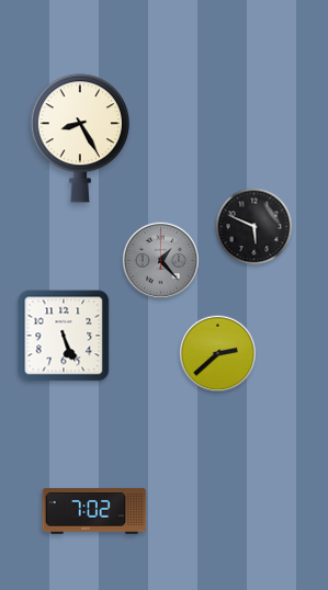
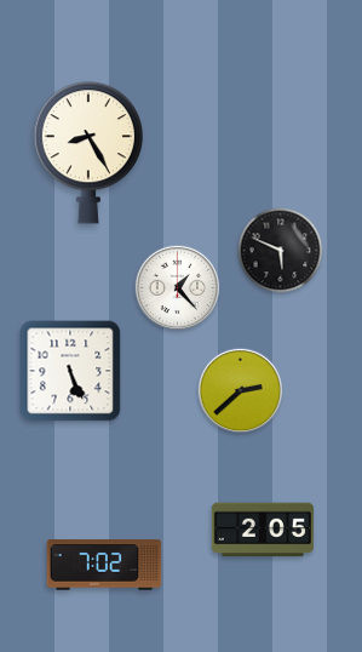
clock at (161, 261) dial: grey -> white
clock at (263, 530): none -> 2:05
